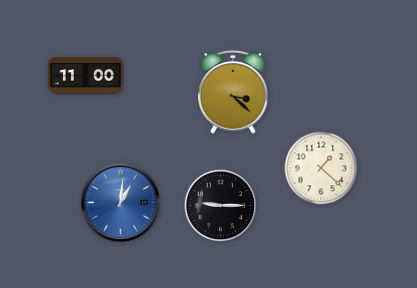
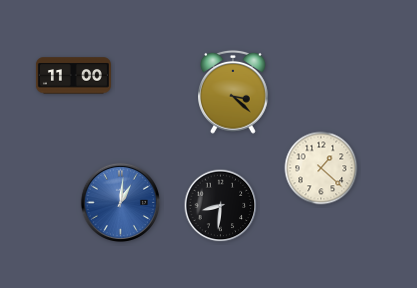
clock at (85, 76) position: (85, 76) -> (73, 76)
clock at (221, 206): 9:15 -> 8:31
